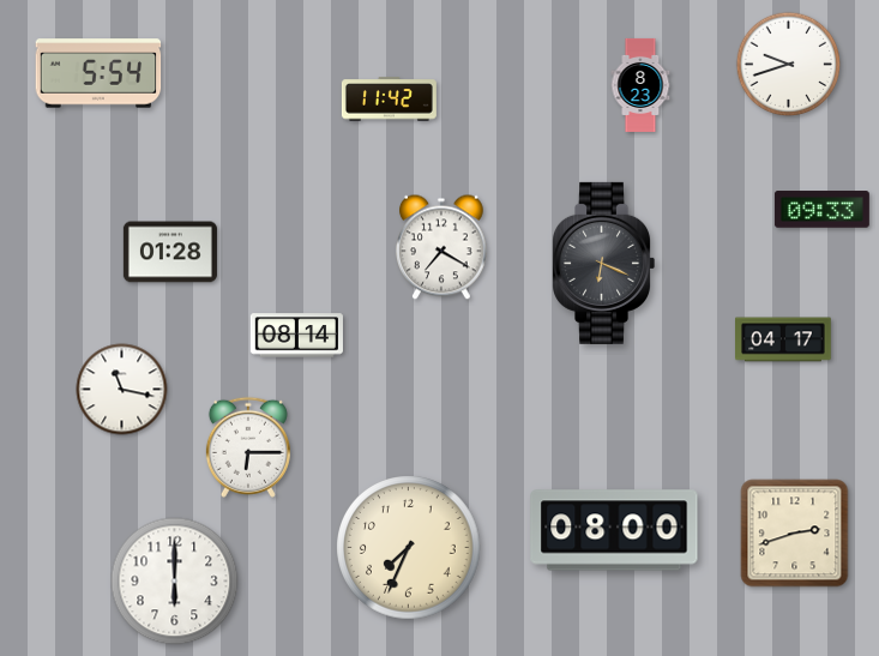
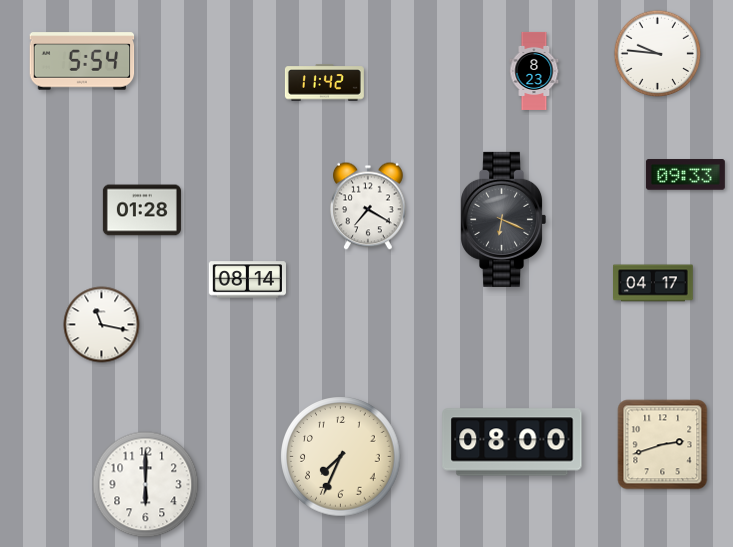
clock at (789, 65): 9:42 -> 9:46
clock at (248, 447): 6:15 -> none
